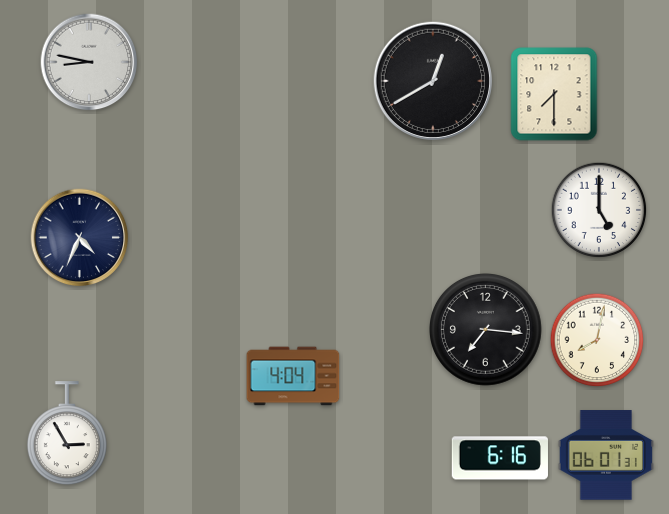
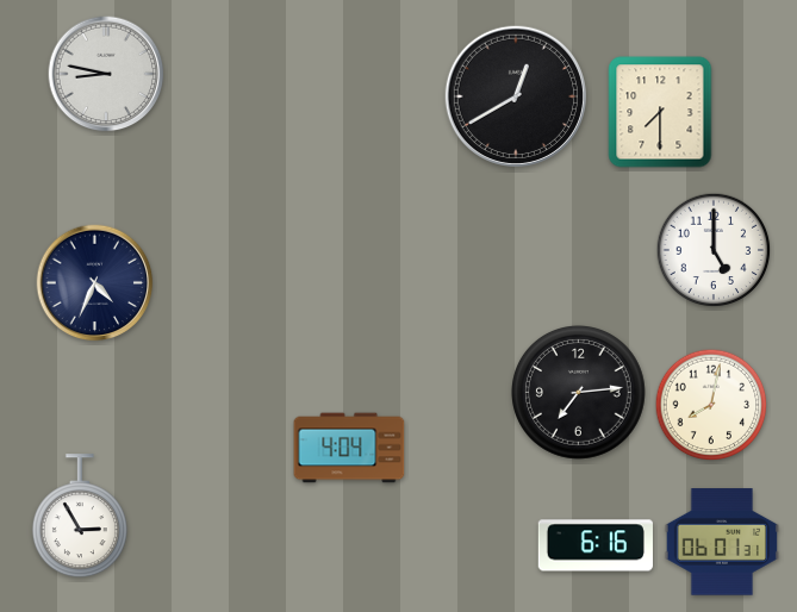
clock at (486, 330): 7:16 -> 7:14
